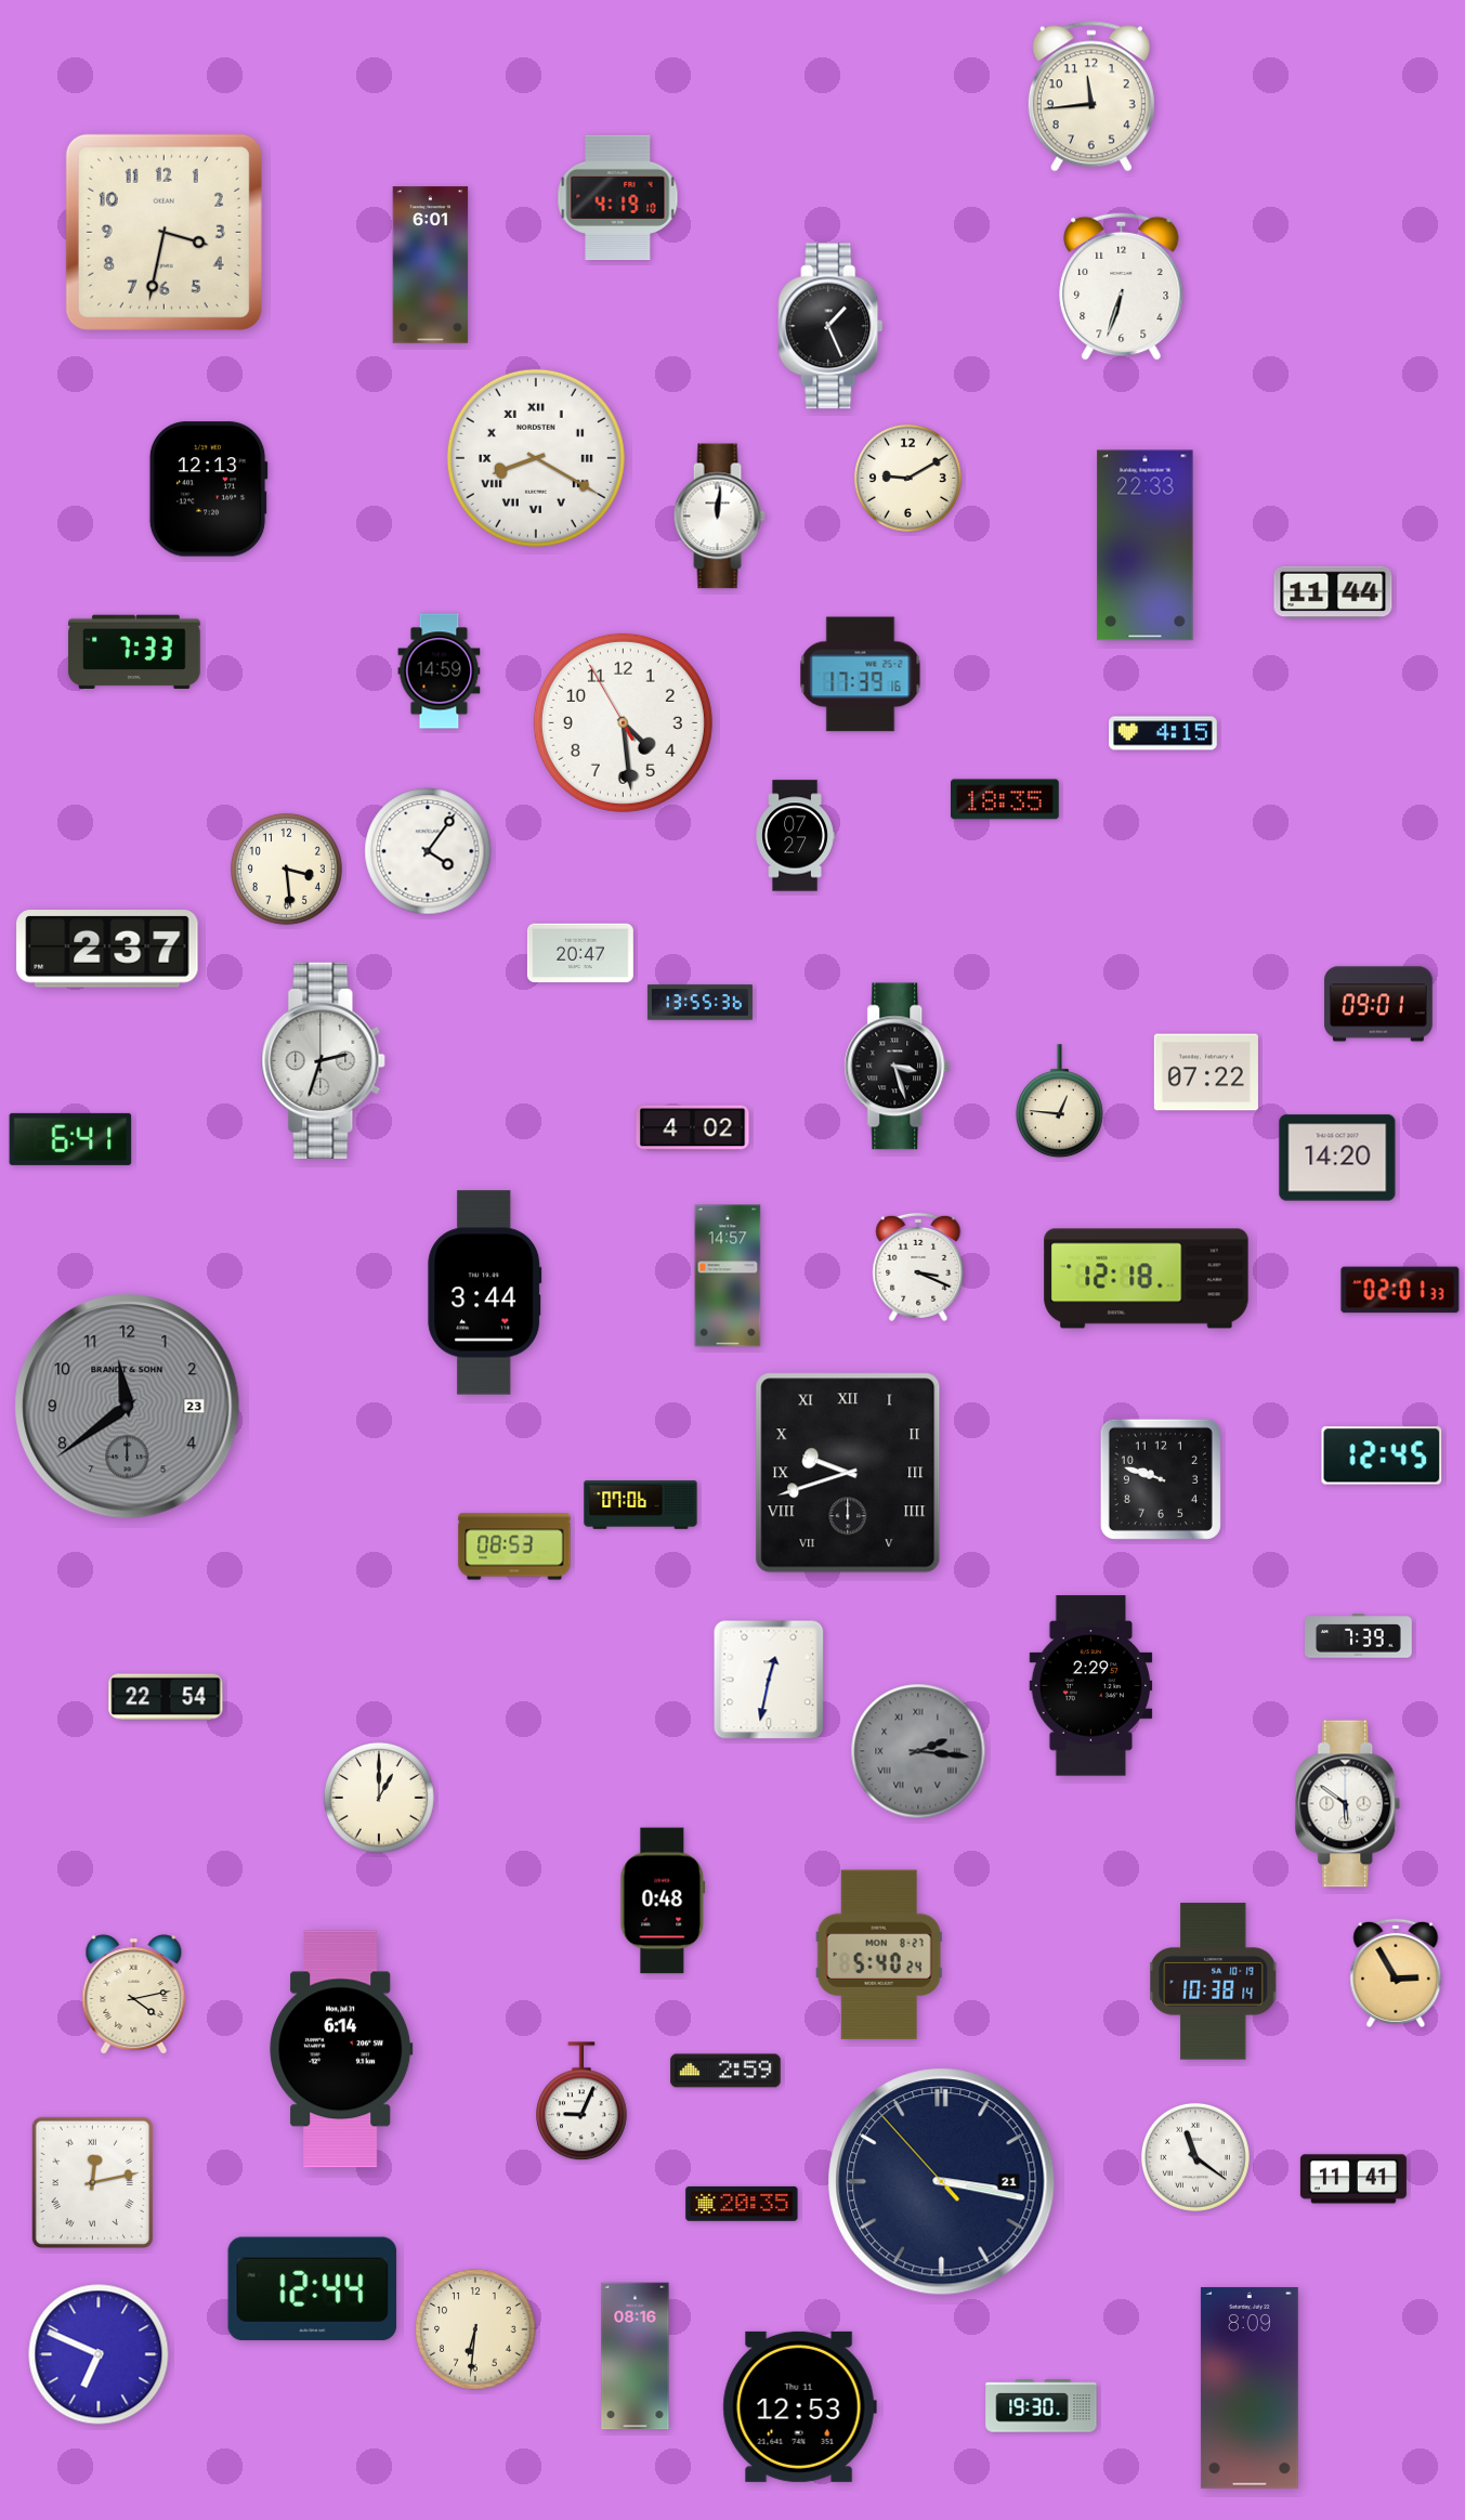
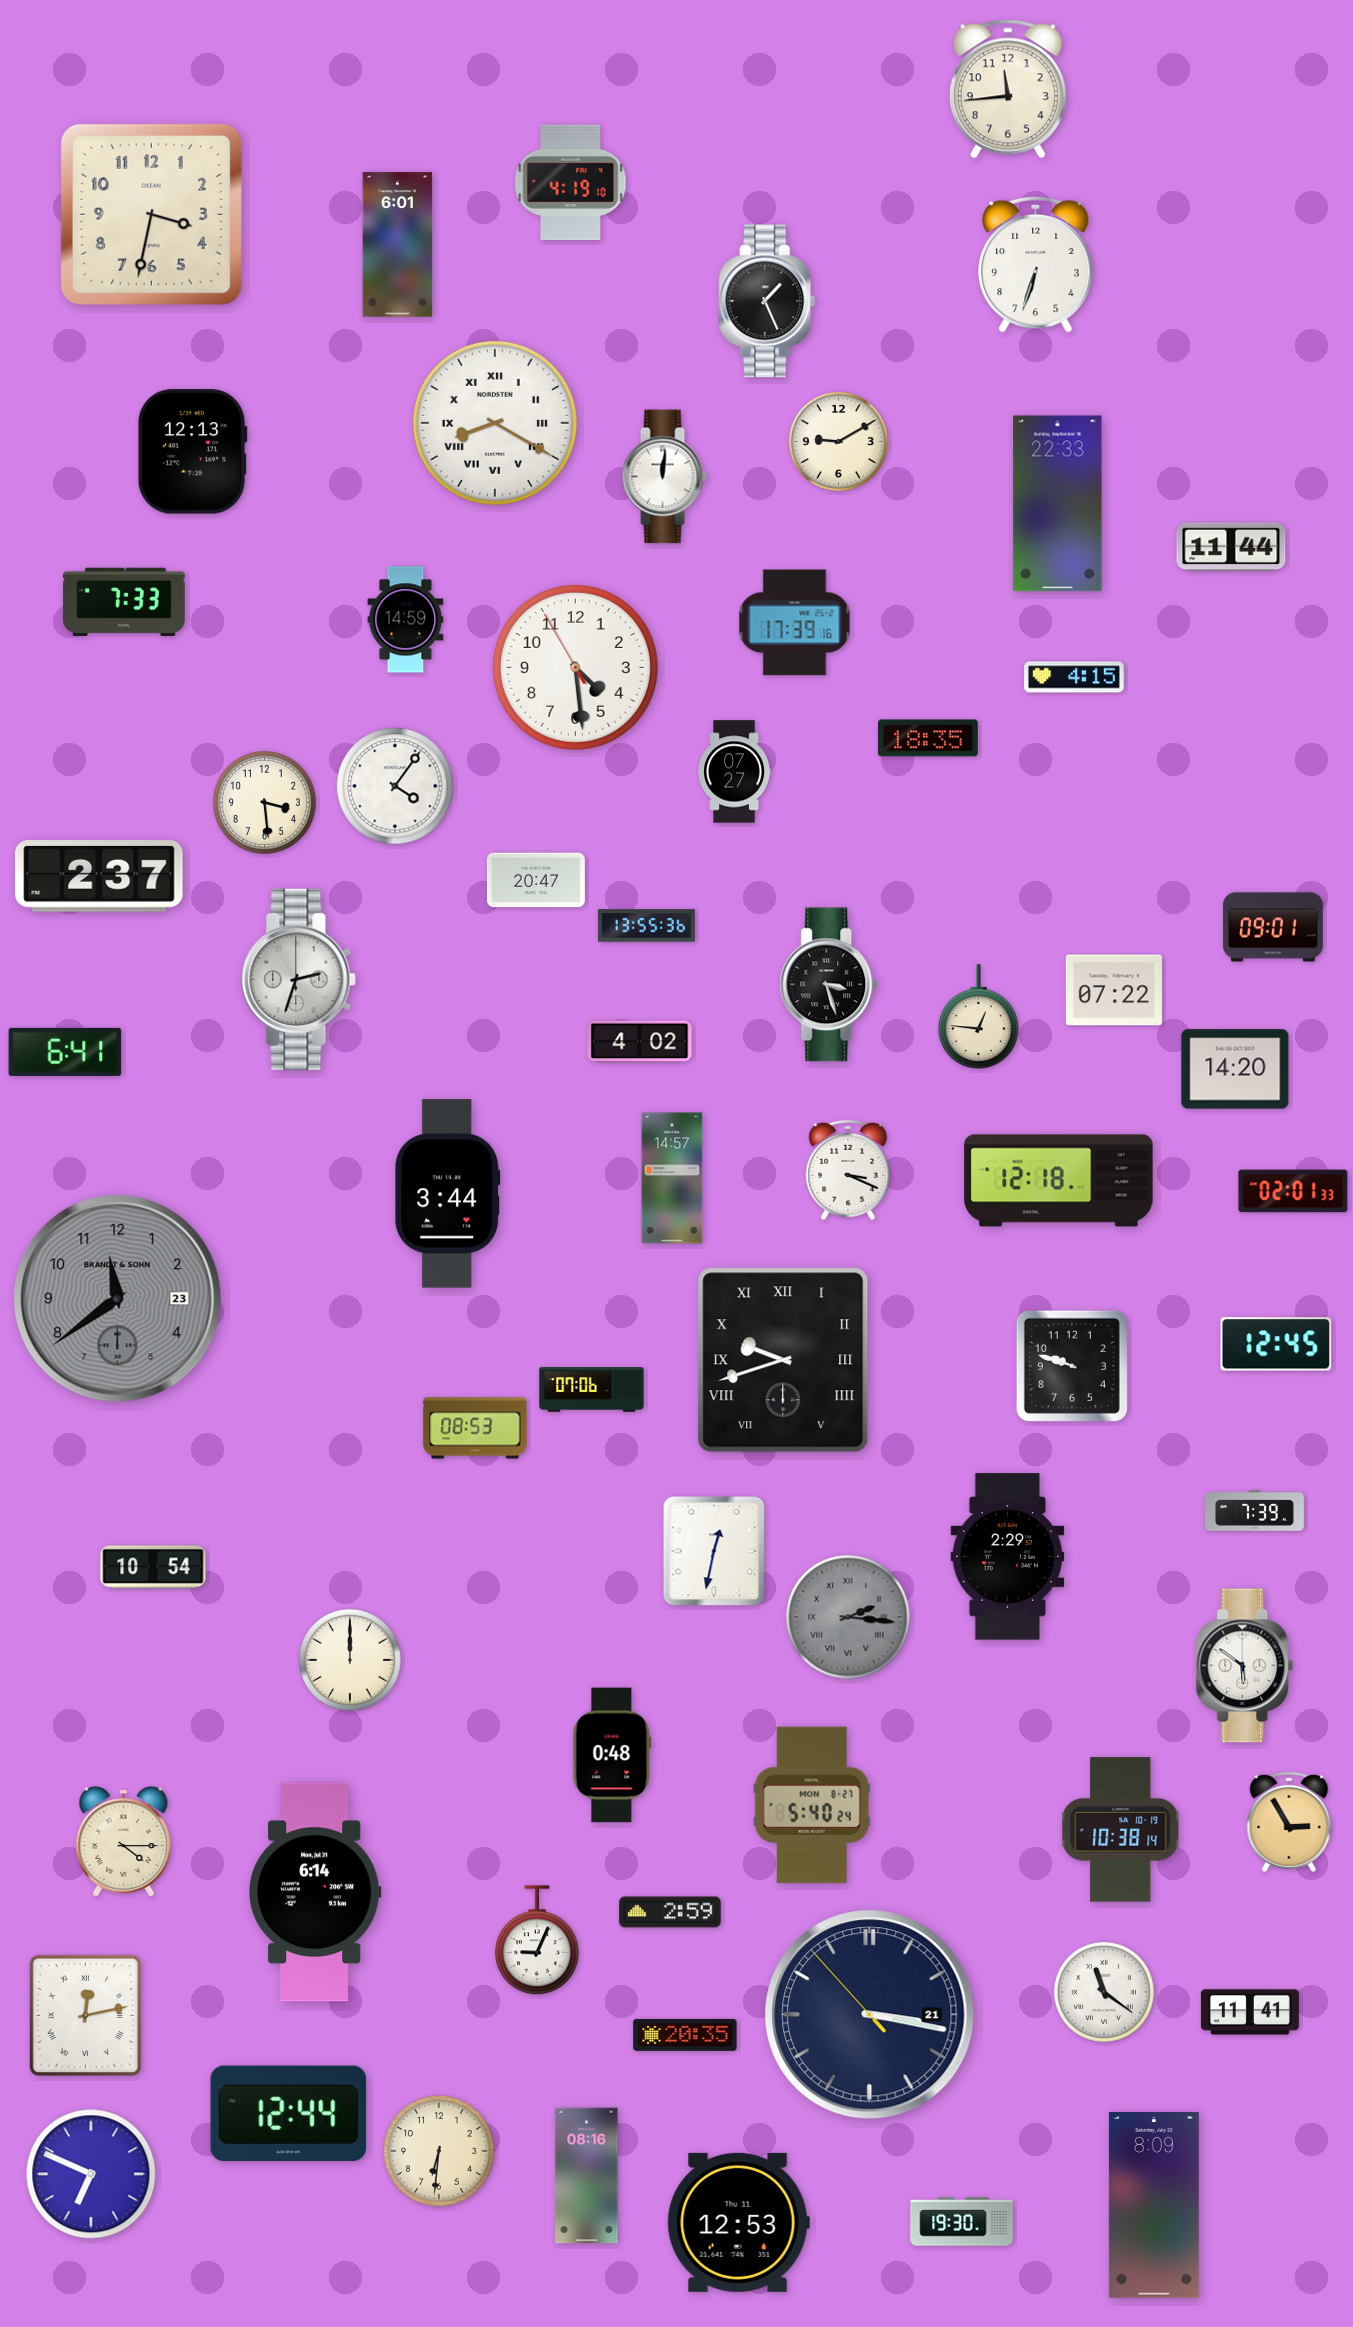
clock at (769, 1680) position: (769, 1680) -> (714, 1551)
clock at (166, 1697): 22:54 -> 10:54
clock at (379, 1798): 1:00 -> 12:00
clock at (134, 1995): 4:13 -> 4:15
